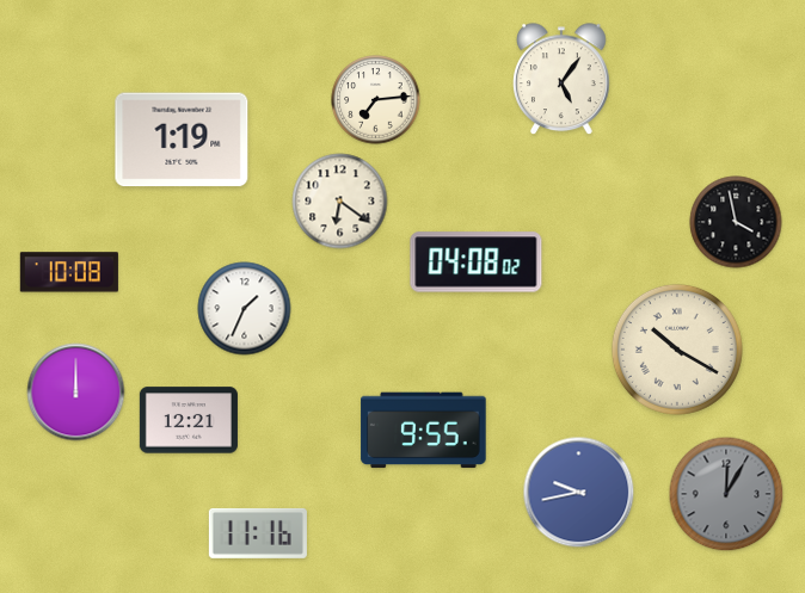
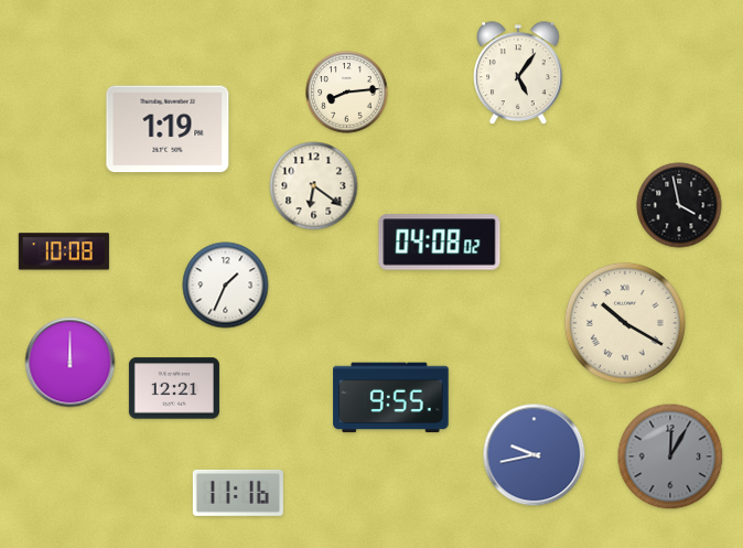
clock at (376, 100): 7:14 -> 8:14
